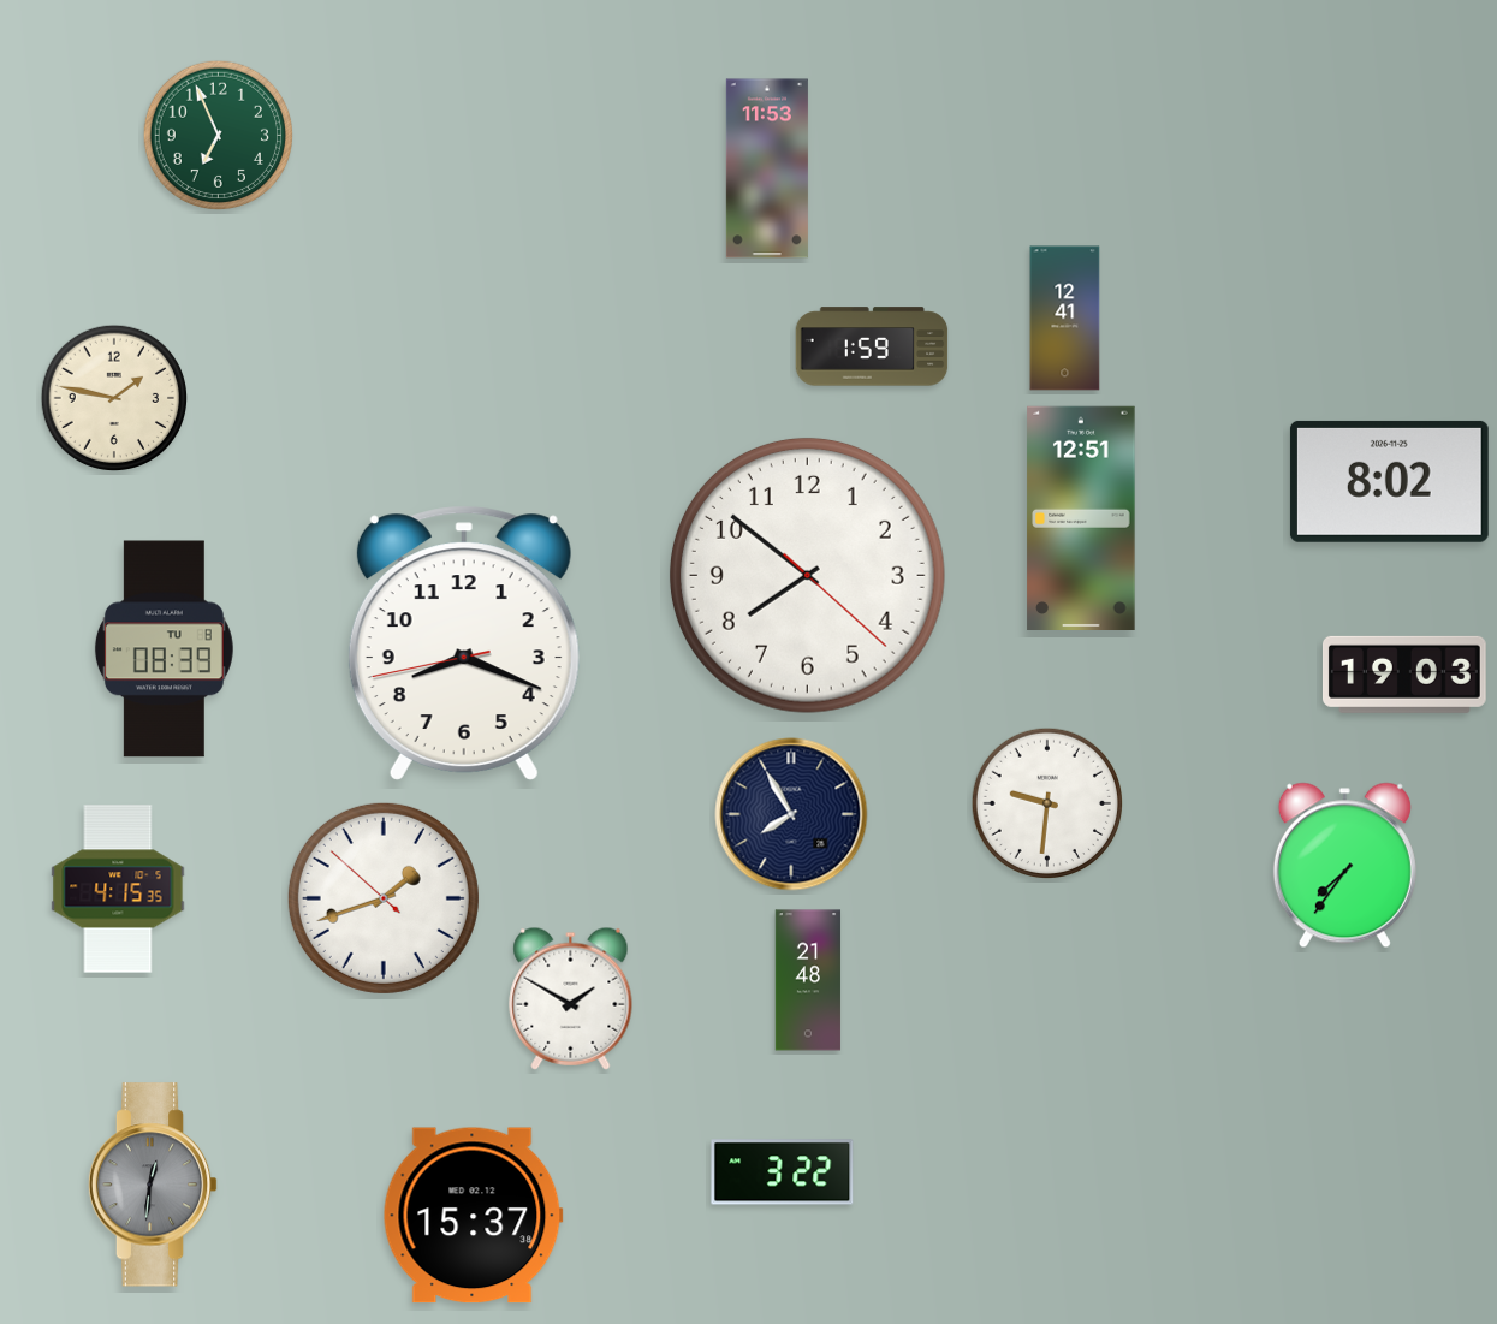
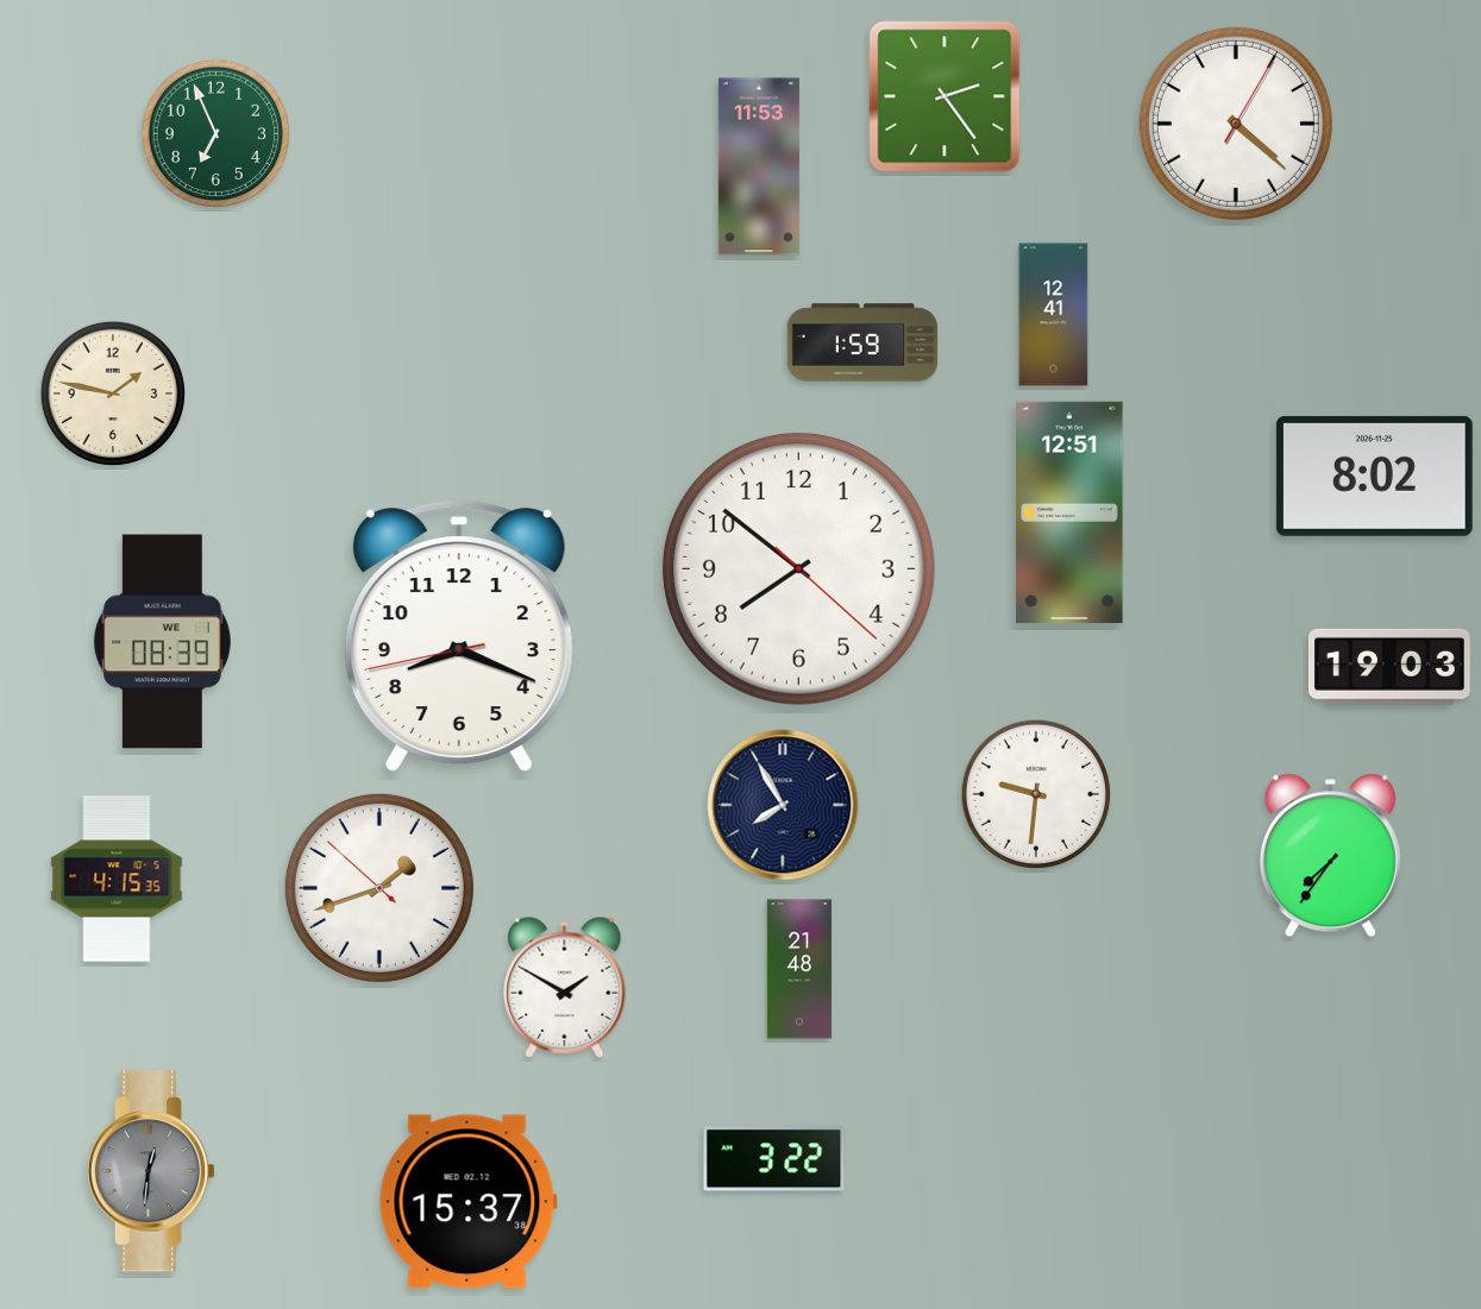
clock at (945, 96): none -> 2:24
clock at (1236, 124): none -> 4:22
clock at (164, 649) date: TU 8 -> WE 1
